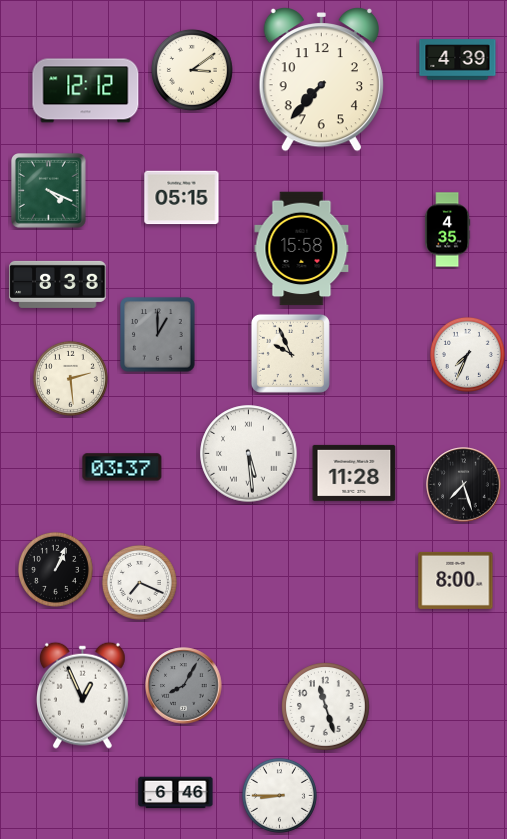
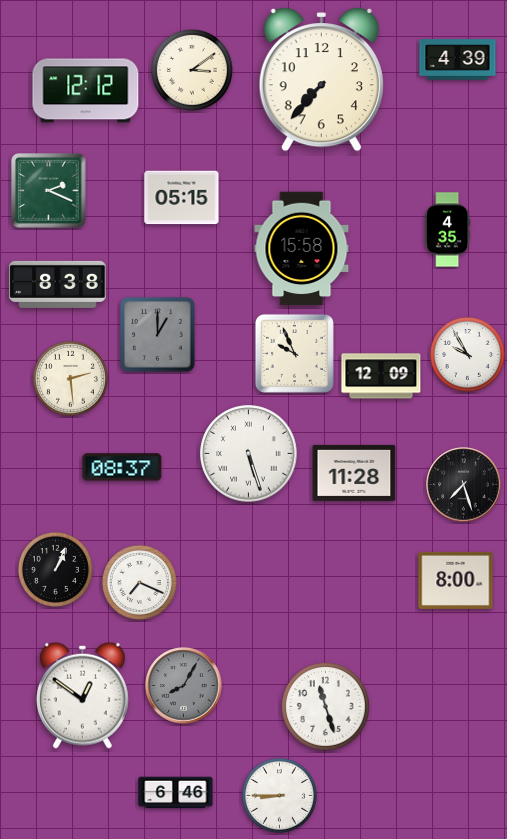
clock at (49, 191): 4:19 -> 2:19
clock at (290, 353) position: (290, 353) -> (294, 353)
clock at (467, 354): 7:34 -> 9:55
clock at (381, 376): none -> 12:09
clock at (249, 454): 5:29 -> 5:27
clock at (122, 467): 03:37 -> 08:37
clock at (82, 695): 12:56 -> 12:51
